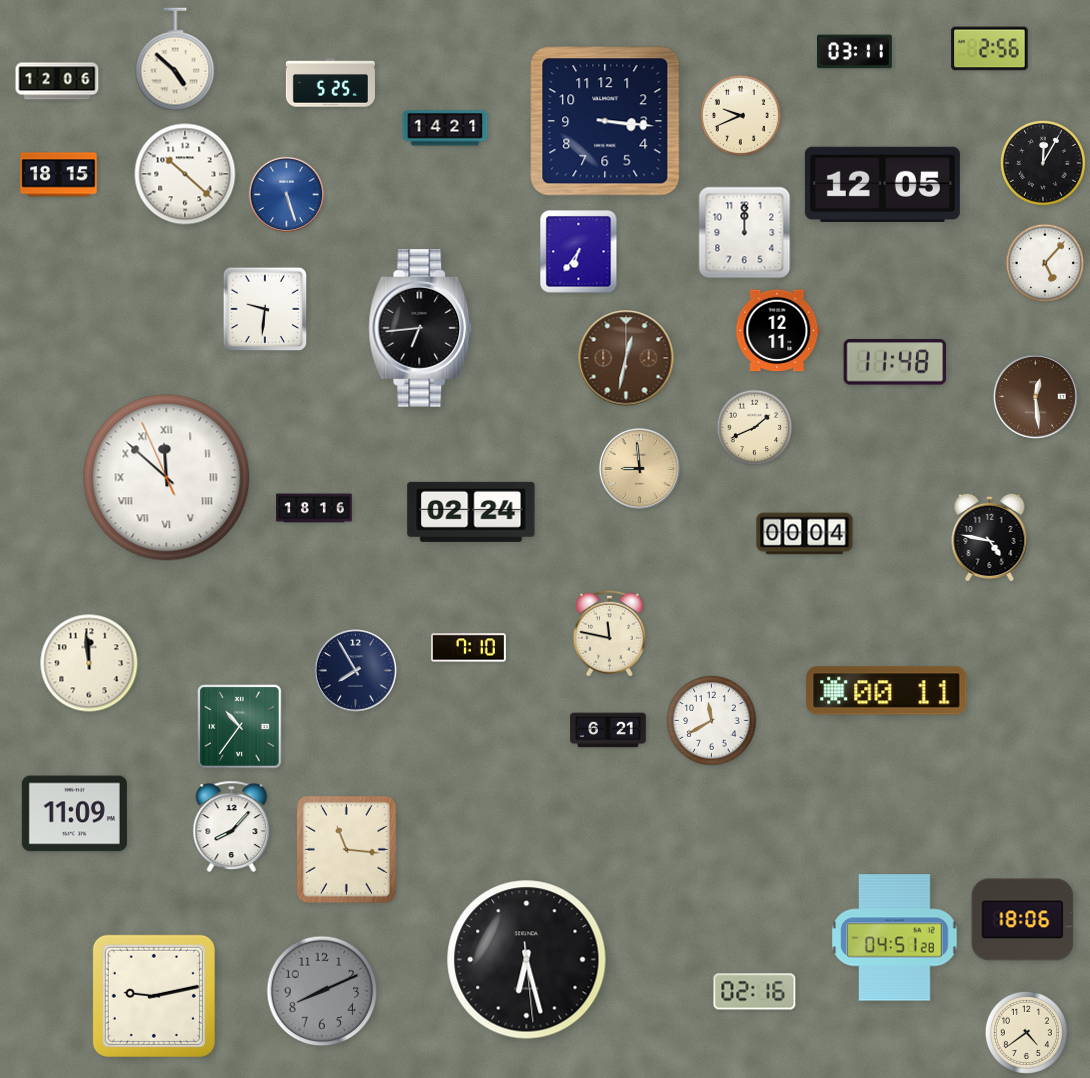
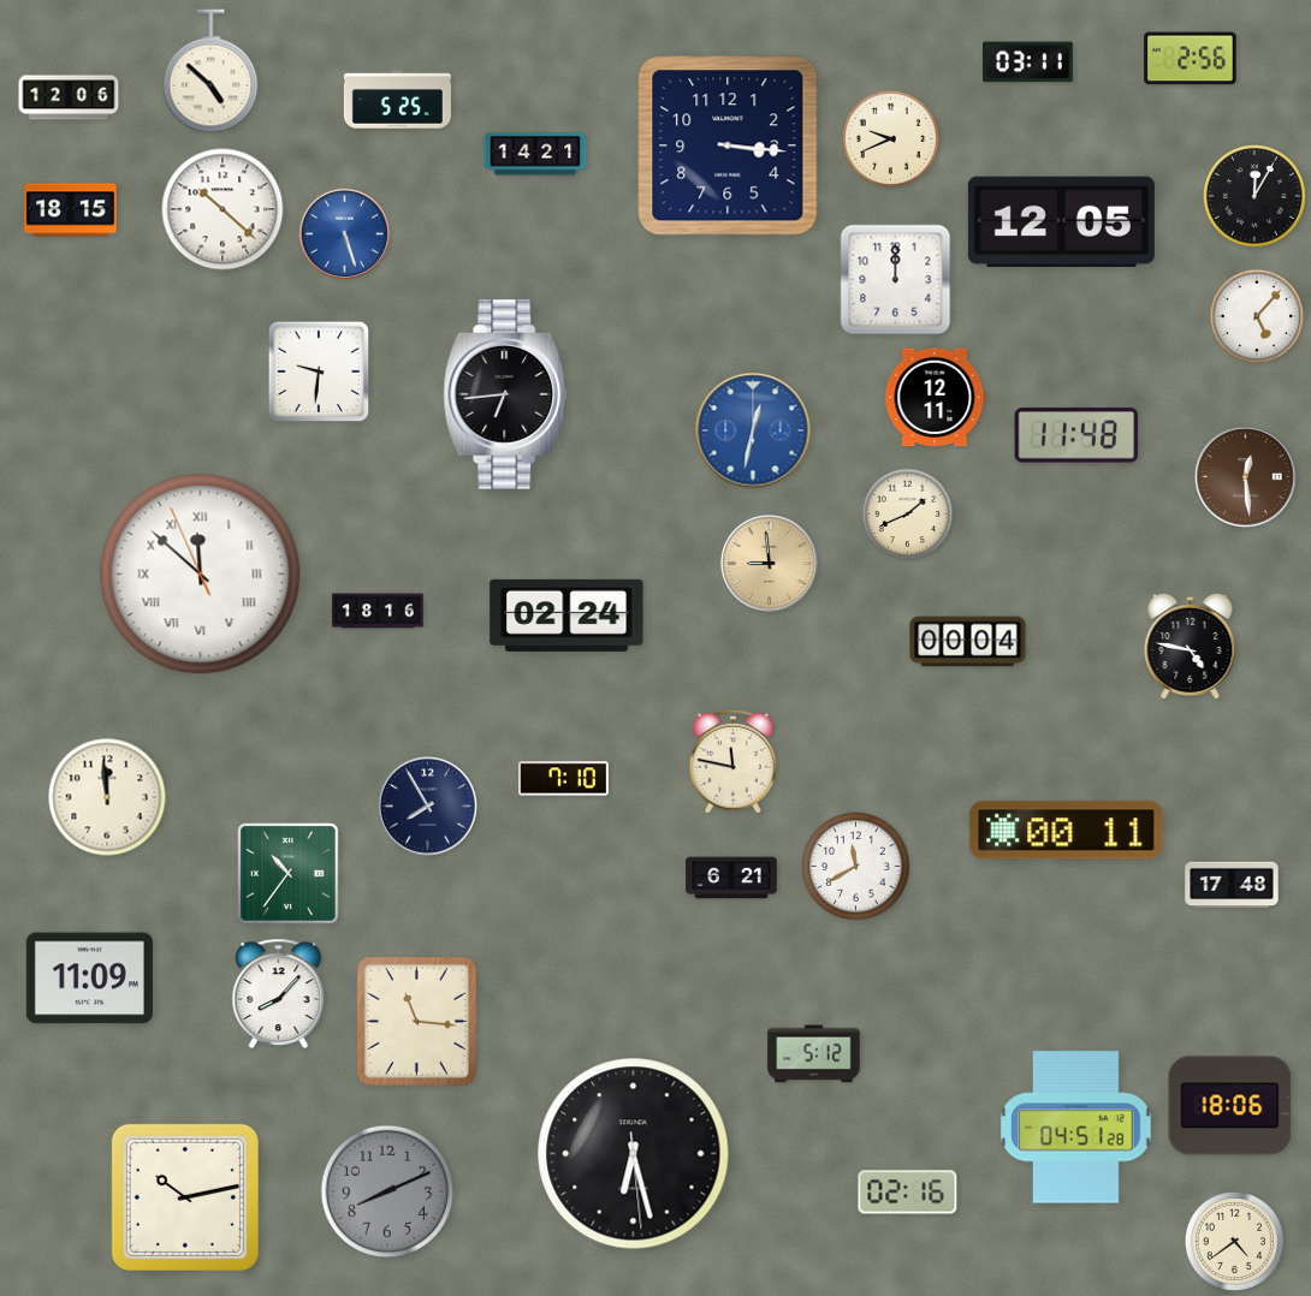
clock at (579, 252): 6:36 -> none
clock at (626, 358) dial: brown -> blue
clock at (1232, 885): none -> 17:48
clock at (814, 1054): none -> 5:12
clock at (154, 996): 9:13 -> 10:13
